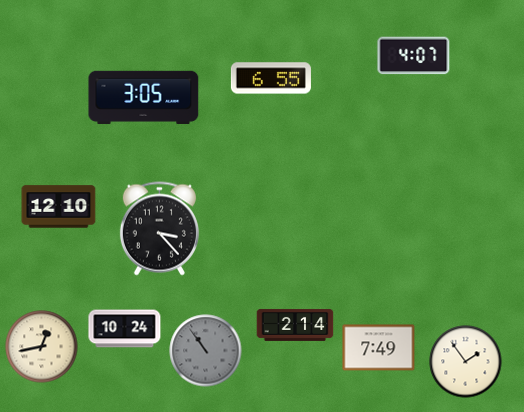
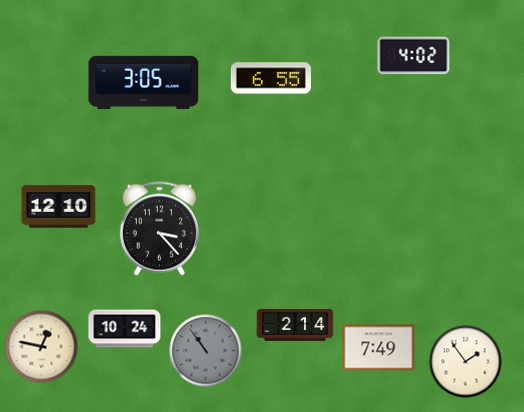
clock at (414, 56): 4:07 -> 4:02
clock at (144, 97) position: (144, 97) -> (144, 82)
clock at (42, 347): 12:43 -> 12:47
